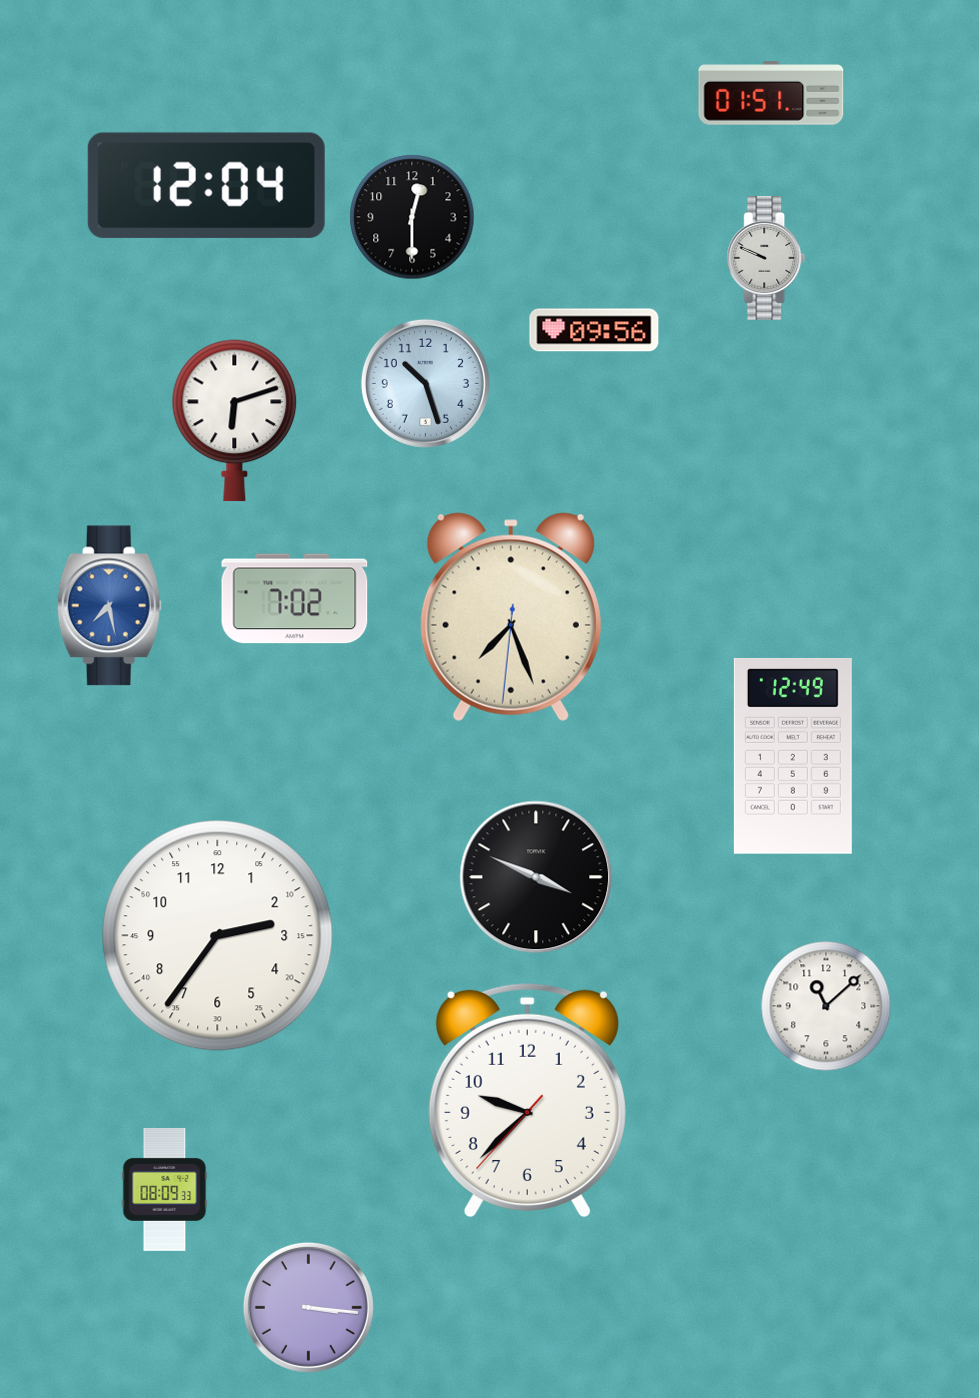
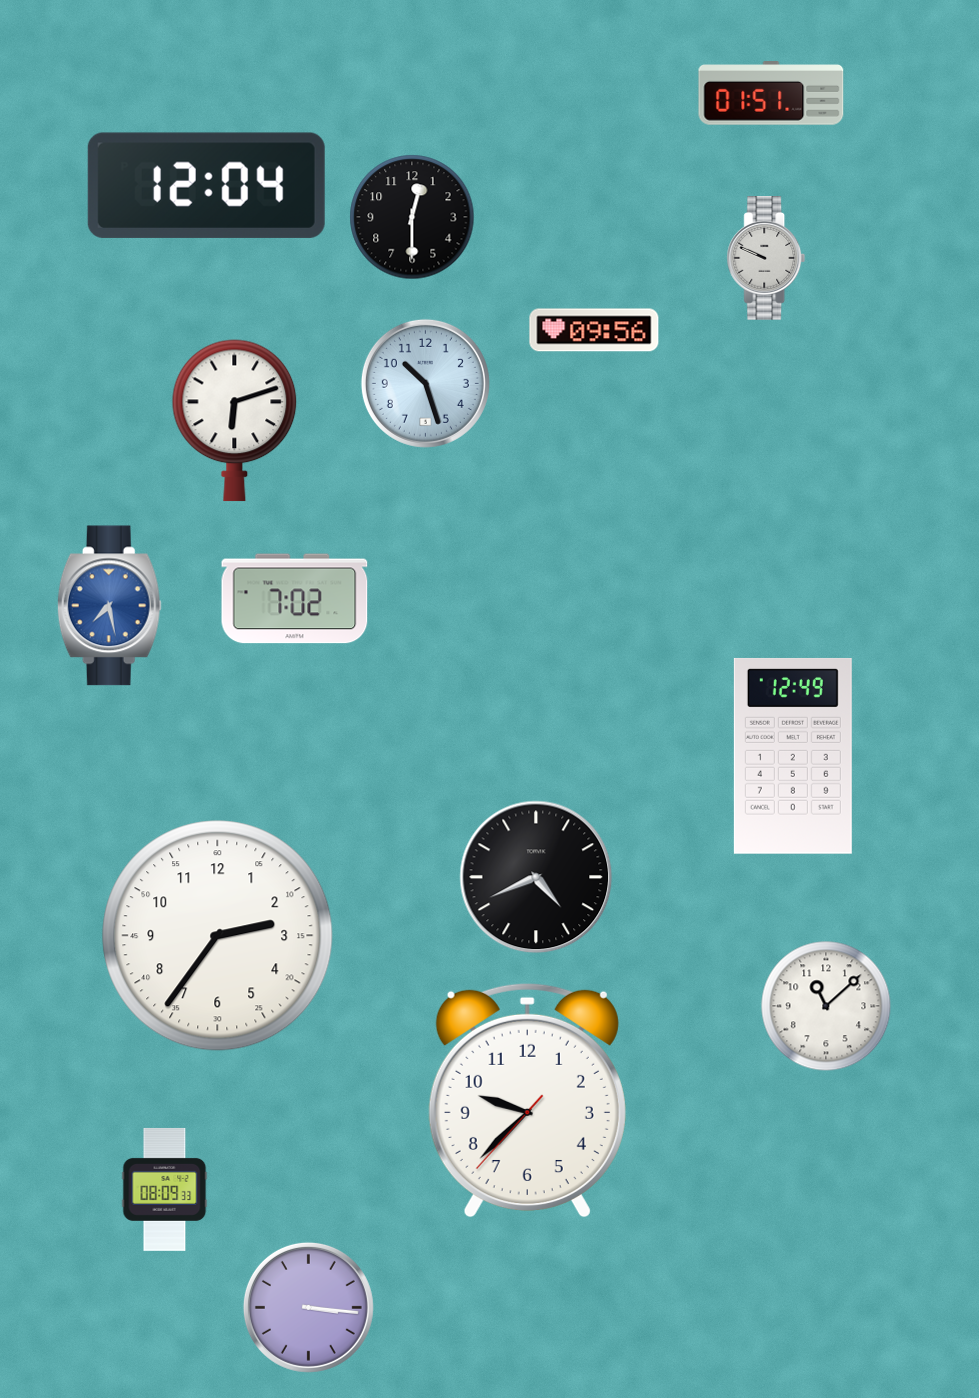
clock at (511, 617): 7:26 -> none
clock at (536, 877): 3:49 -> 4:41
